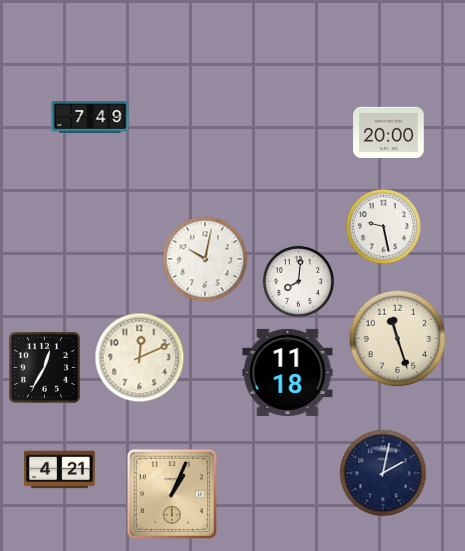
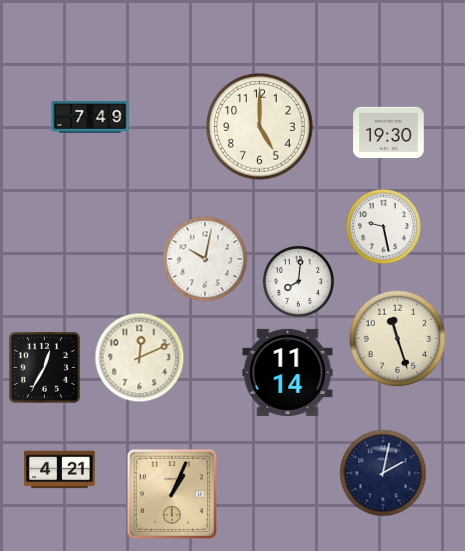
clock at (260, 127): none -> 5:00
clock at (389, 132): 20:00 -> 19:30
clock at (288, 372): 11:18 -> 11:14
